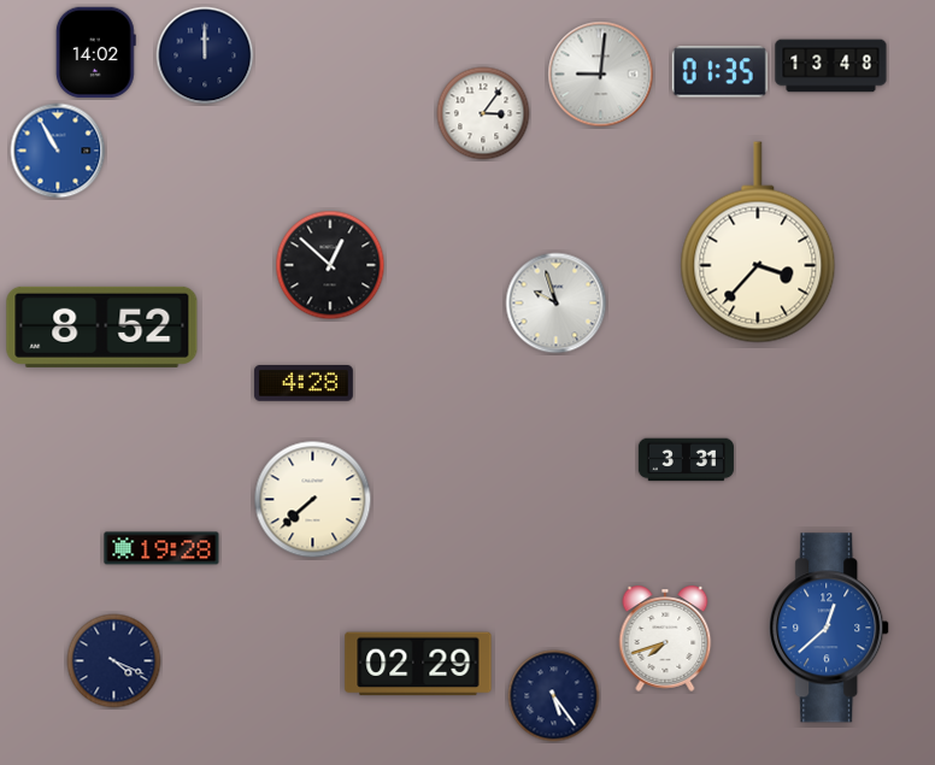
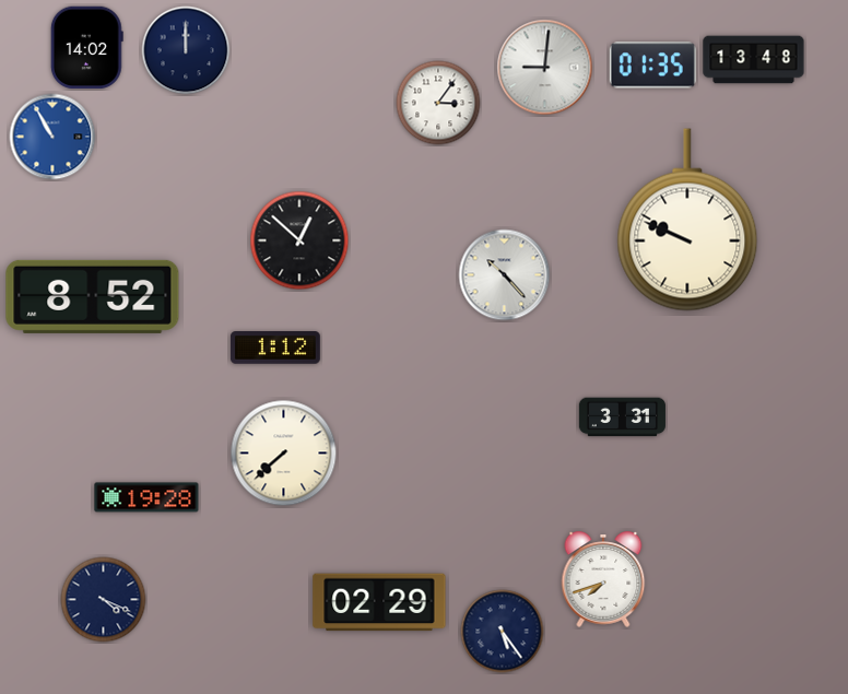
clock at (758, 242): 3:37 -> 9:49
clock at (557, 304): 9:57 -> 10:23
clock at (304, 384): 4:28 -> 1:12
clock at (830, 628): 12:38 -> none
